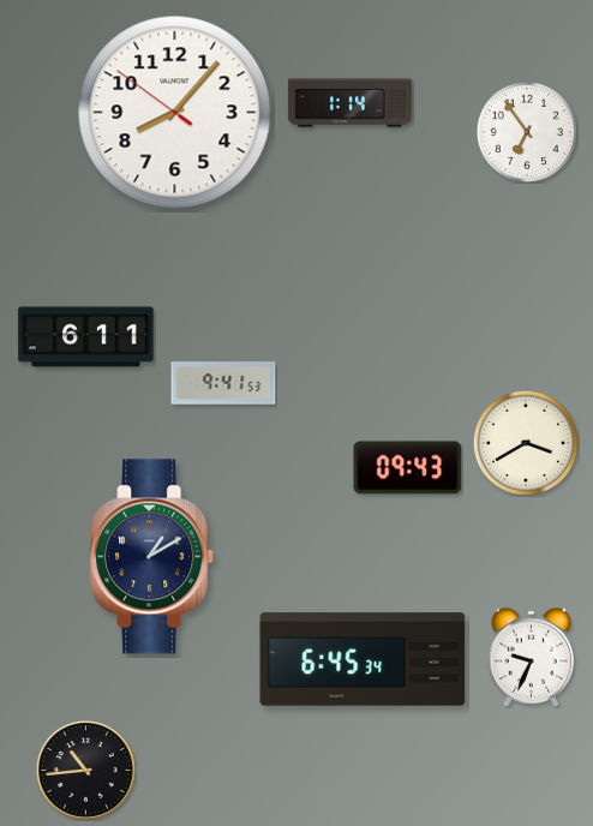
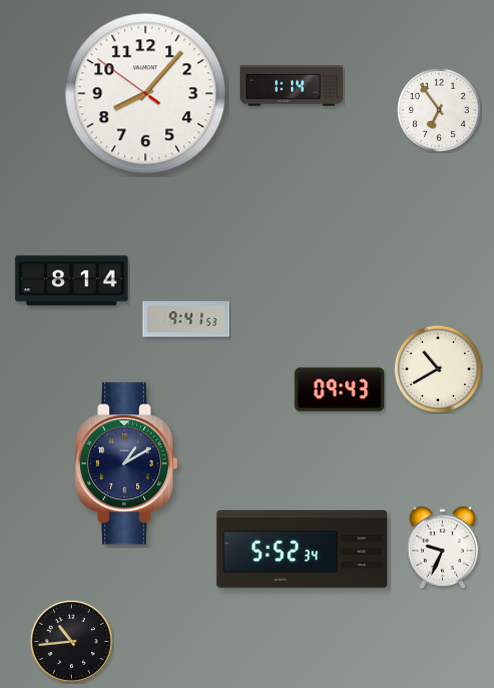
clock at (86, 337): 6:11 -> 8:14
clock at (525, 442): 3:40 -> 10:40
clock at (363, 659): 6:45 -> 5:52
